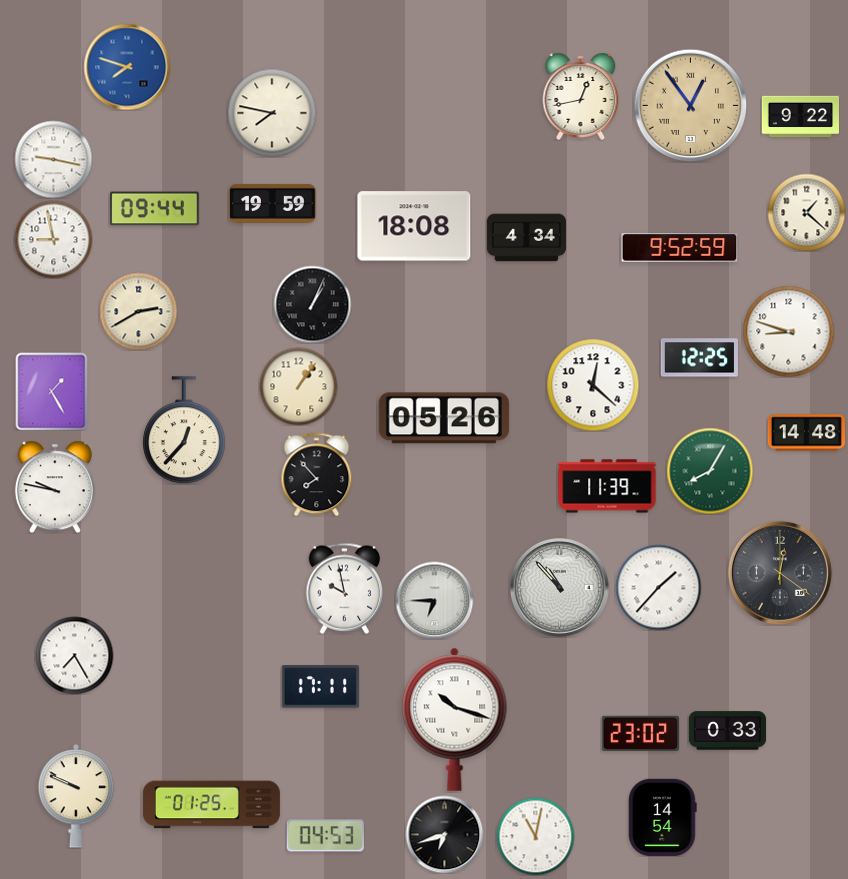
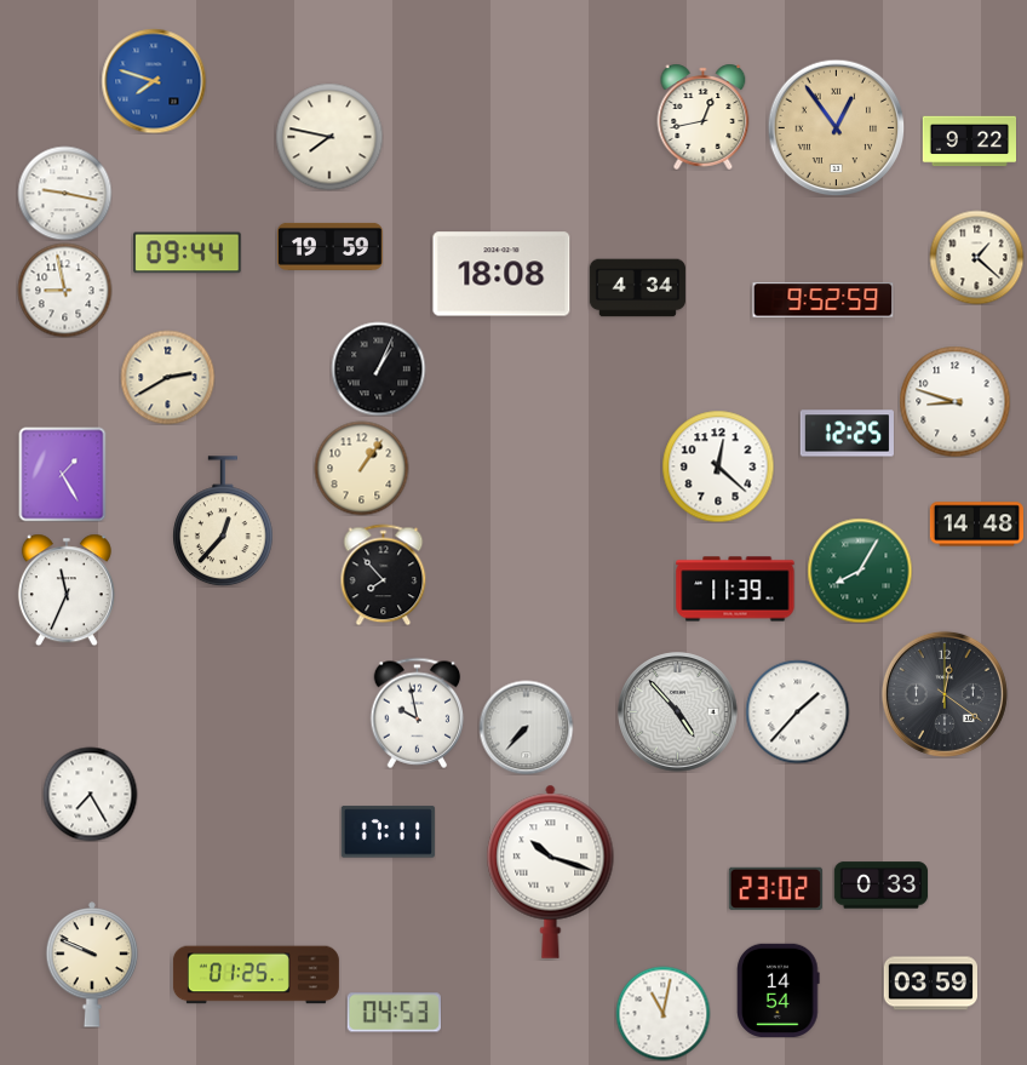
clock at (444, 418): 05:26 -> none
clock at (55, 487): 9:47 -> 11:34
clock at (560, 588): 10:53 -> 4:53
clock at (434, 600): 6:45 -> 7:37
clock at (930, 984): none -> 03:59
clock at (663, 817) position: (663, 817) -> (779, 990)
clock at (444, 834): 6:42 -> none
clock at (535, 836) position: (535, 836) -> (662, 1013)
